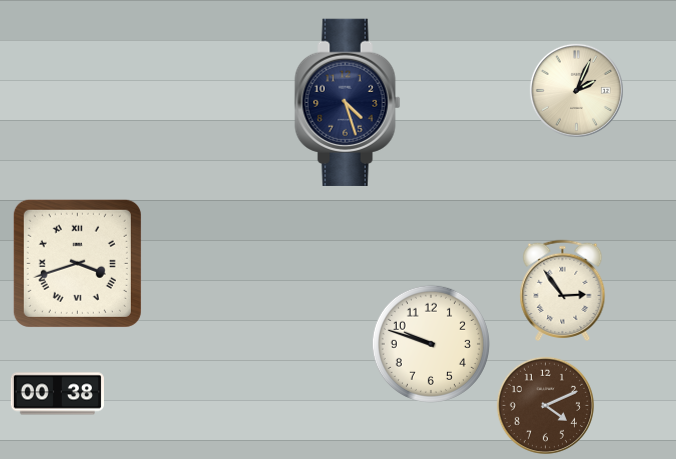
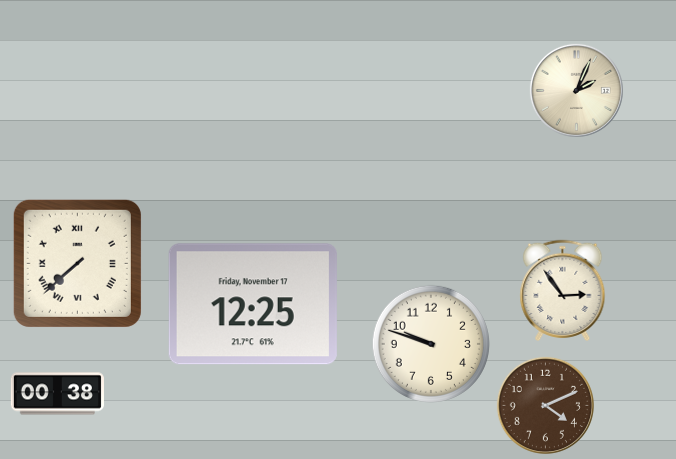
clock at (348, 102): 4:27 -> none
clock at (77, 263): 3:42 -> 7:38
clock at (253, 304): none -> 12:25
